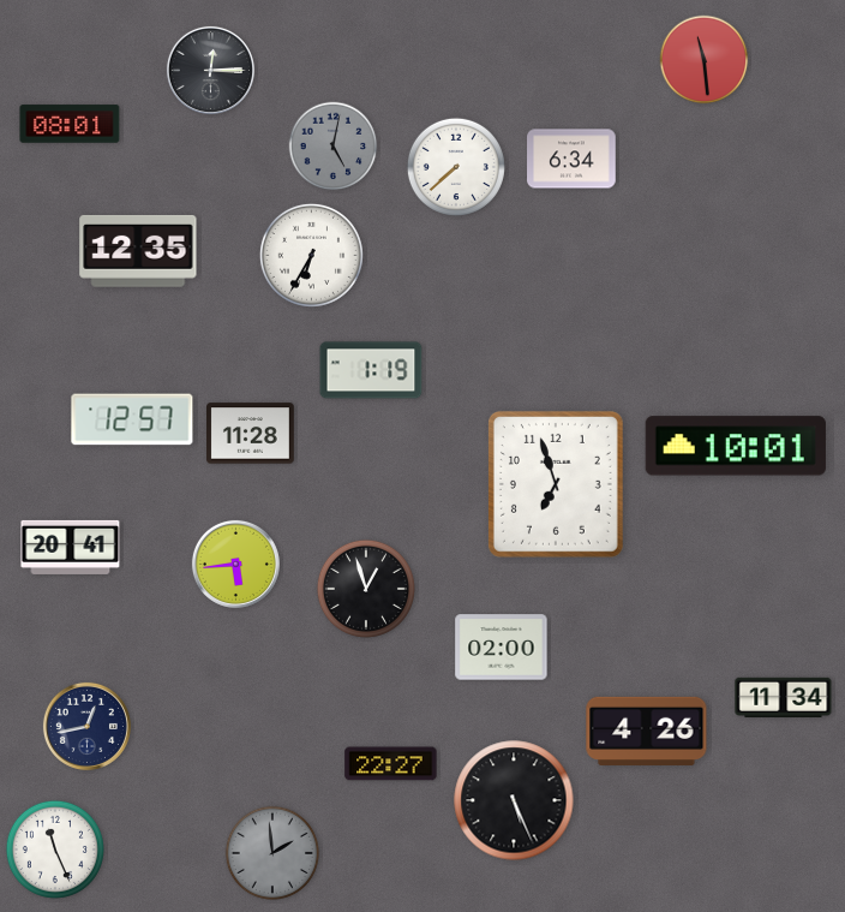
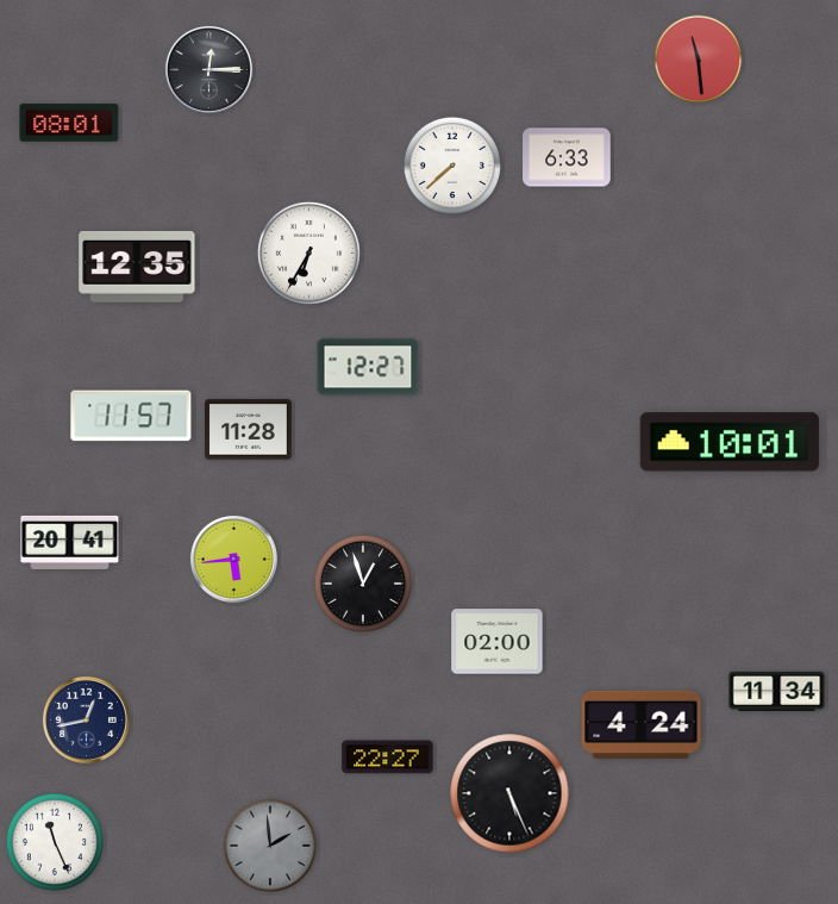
clock at (334, 147): 5:02 -> none
clock at (571, 159): 6:34 -> 6:33
clock at (138, 251) position: (138, 251) -> (137, 267)
clock at (371, 370): 1:19 -> 12:27
clock at (132, 419): 12:57 -> 11:57
clock at (556, 484): 6:57 -> none
clock at (647, 731): 4:26 -> 4:24
